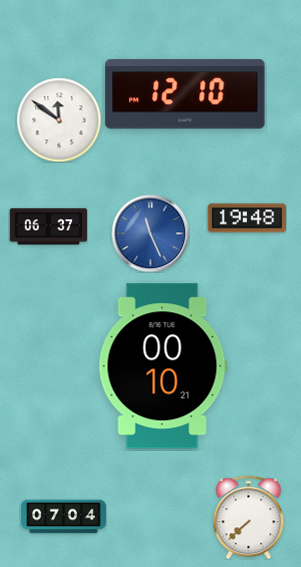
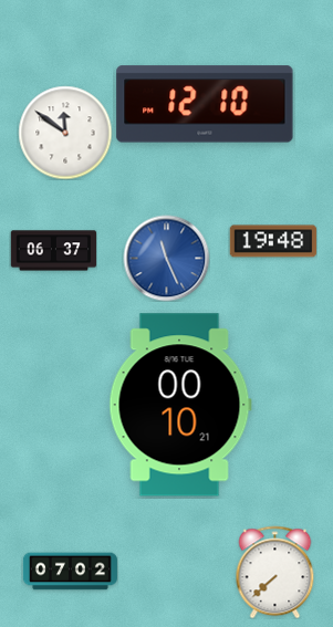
clock at (63, 517): 07:04 -> 07:02
